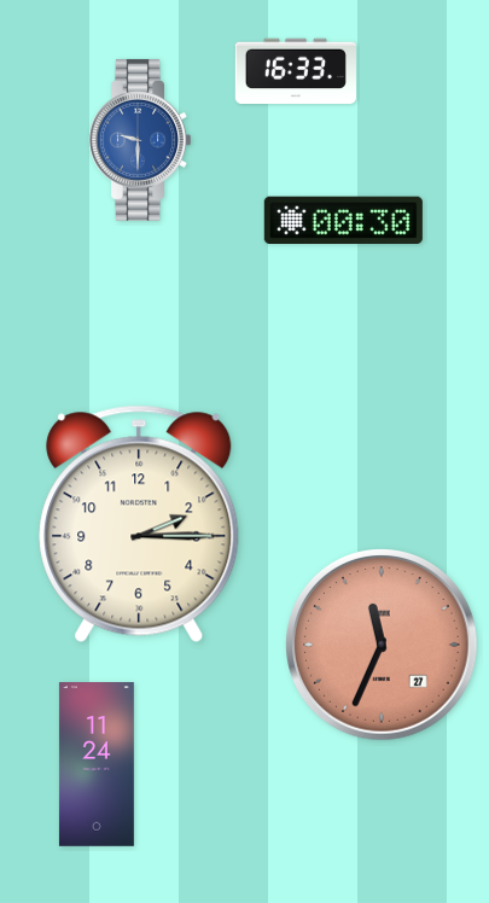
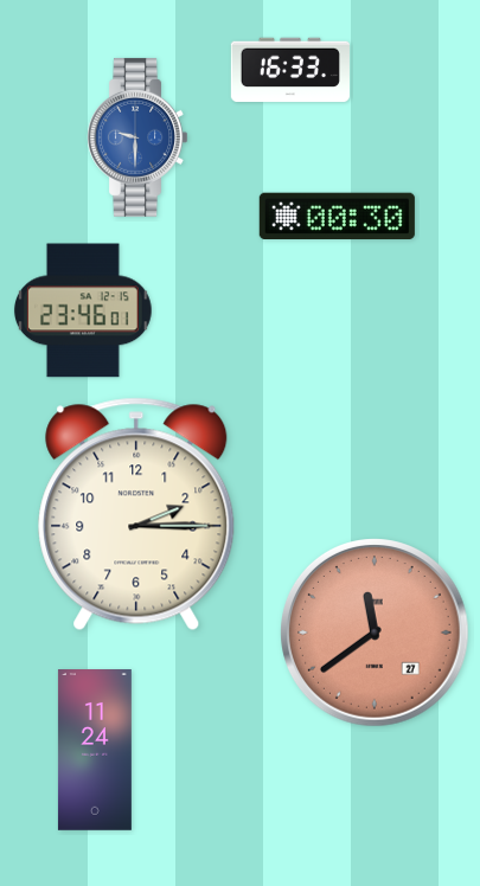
clock at (83, 310): none -> 23:46
clock at (383, 646): 11:34 -> 11:39
